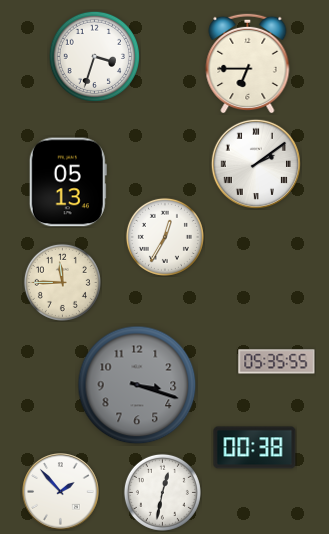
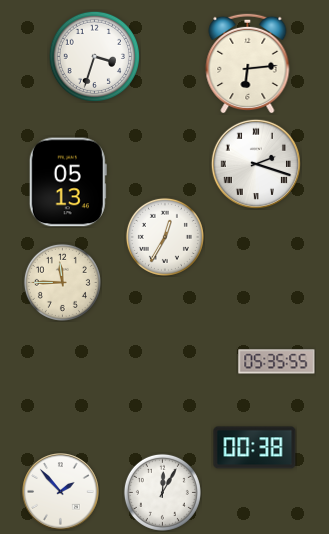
clock at (248, 63): 6:45 -> 6:14
clock at (256, 164): 2:09 -> 2:18
clock at (137, 385): 3:18 -> none
clock at (162, 492): 12:32 -> 12:05
